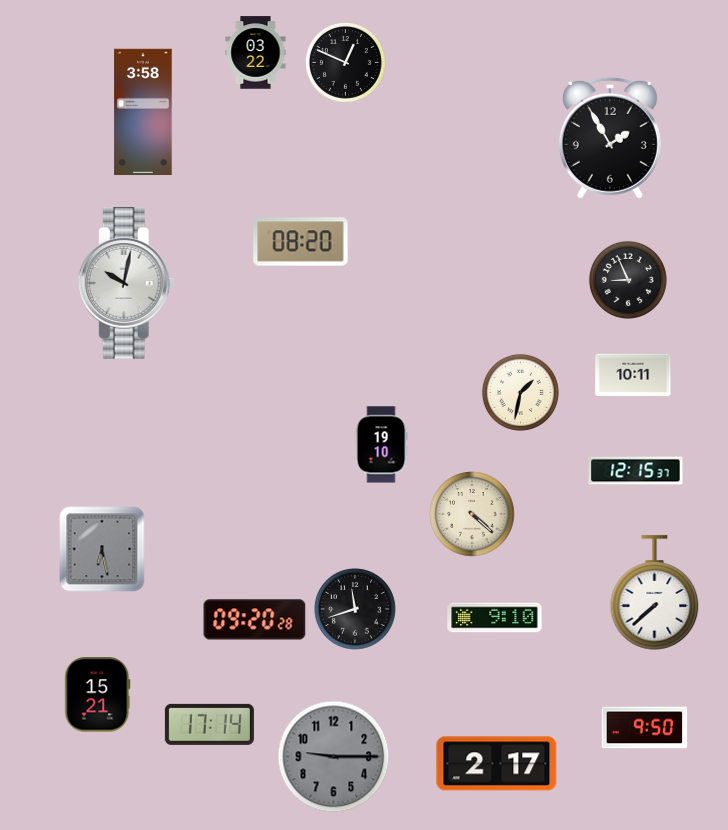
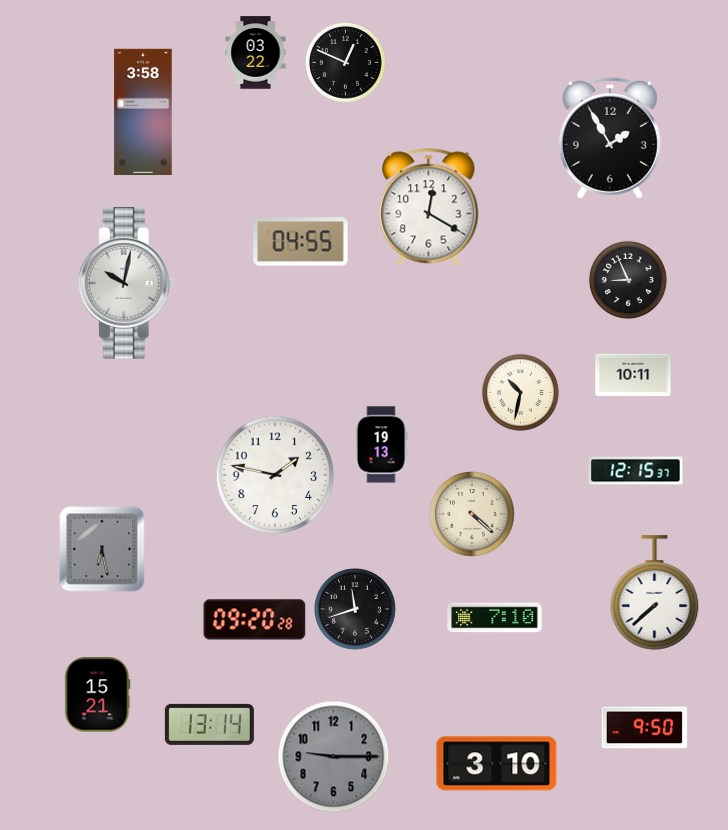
clock at (429, 208): none -> 12:20
clock at (301, 242): 08:20 -> 04:55
clock at (520, 392): 1:32 -> 10:32
clock at (381, 445): 19:10 -> 19:13
clock at (275, 475): none -> 1:47
clock at (495, 618): 9:10 -> 7:10
clock at (209, 724): 17:14 -> 13:14
clock at (497, 764): 2:17 -> 3:10
